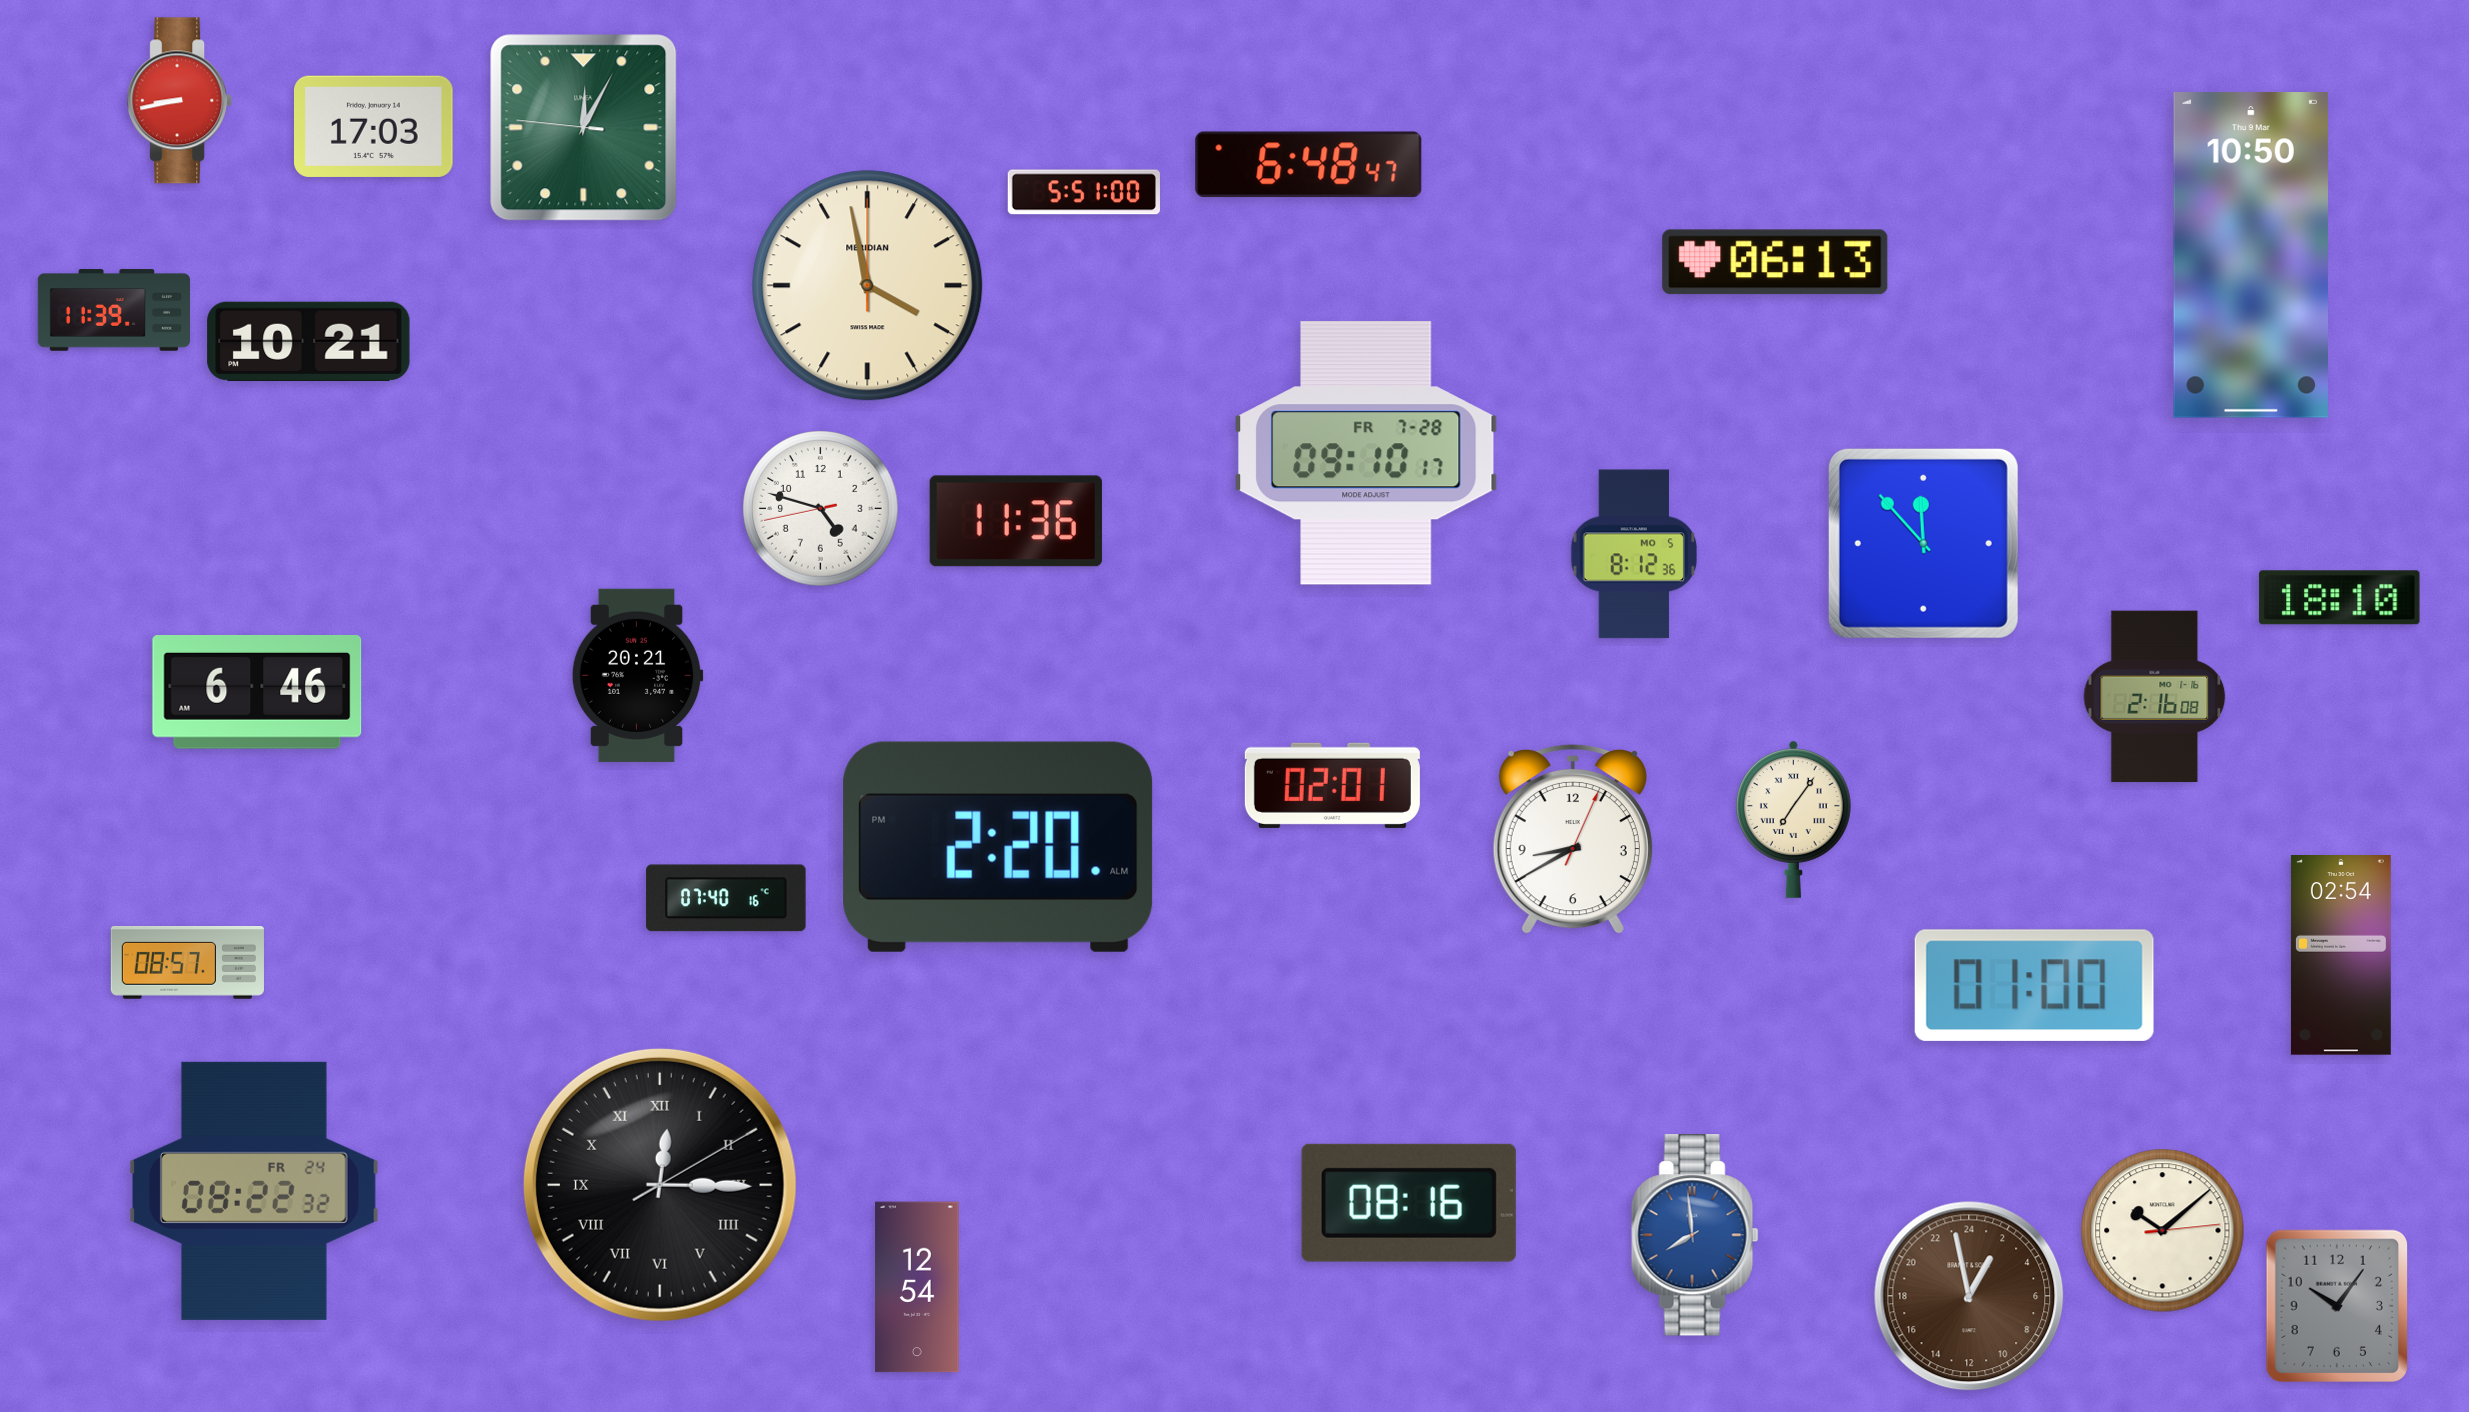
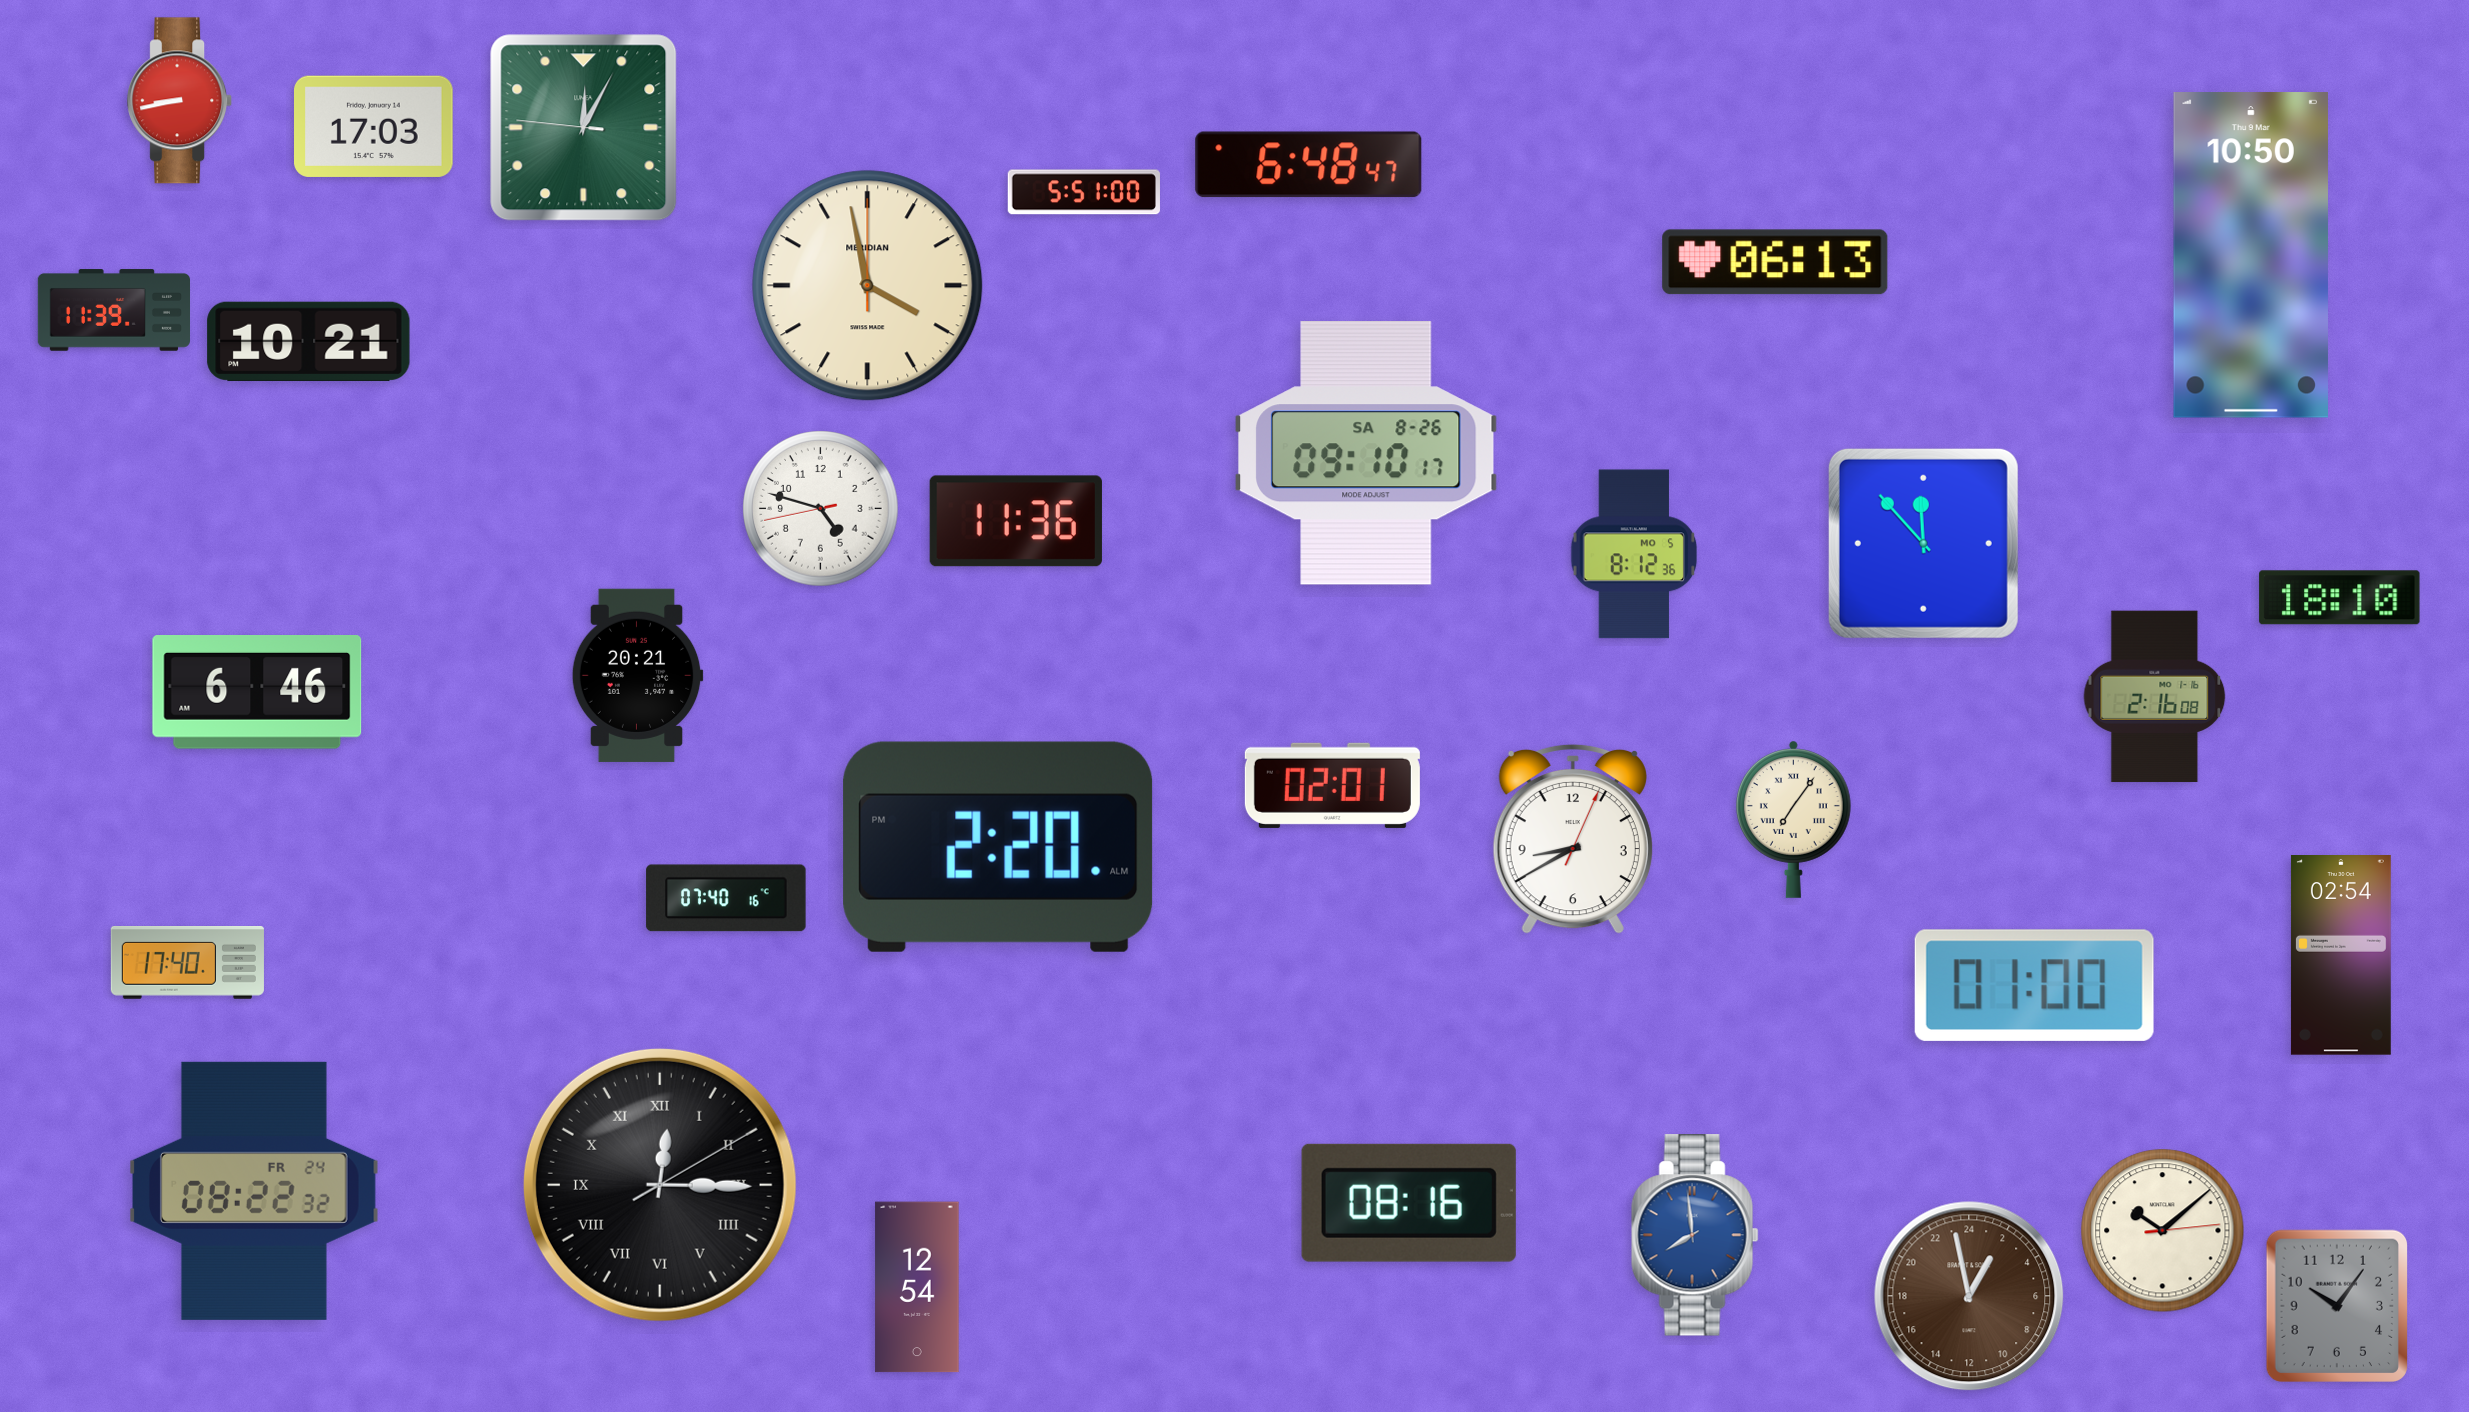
clock at (1367, 454) date: FR 7-28 -> SA 8-26
clock at (187, 963): 08:57 -> 17:40
